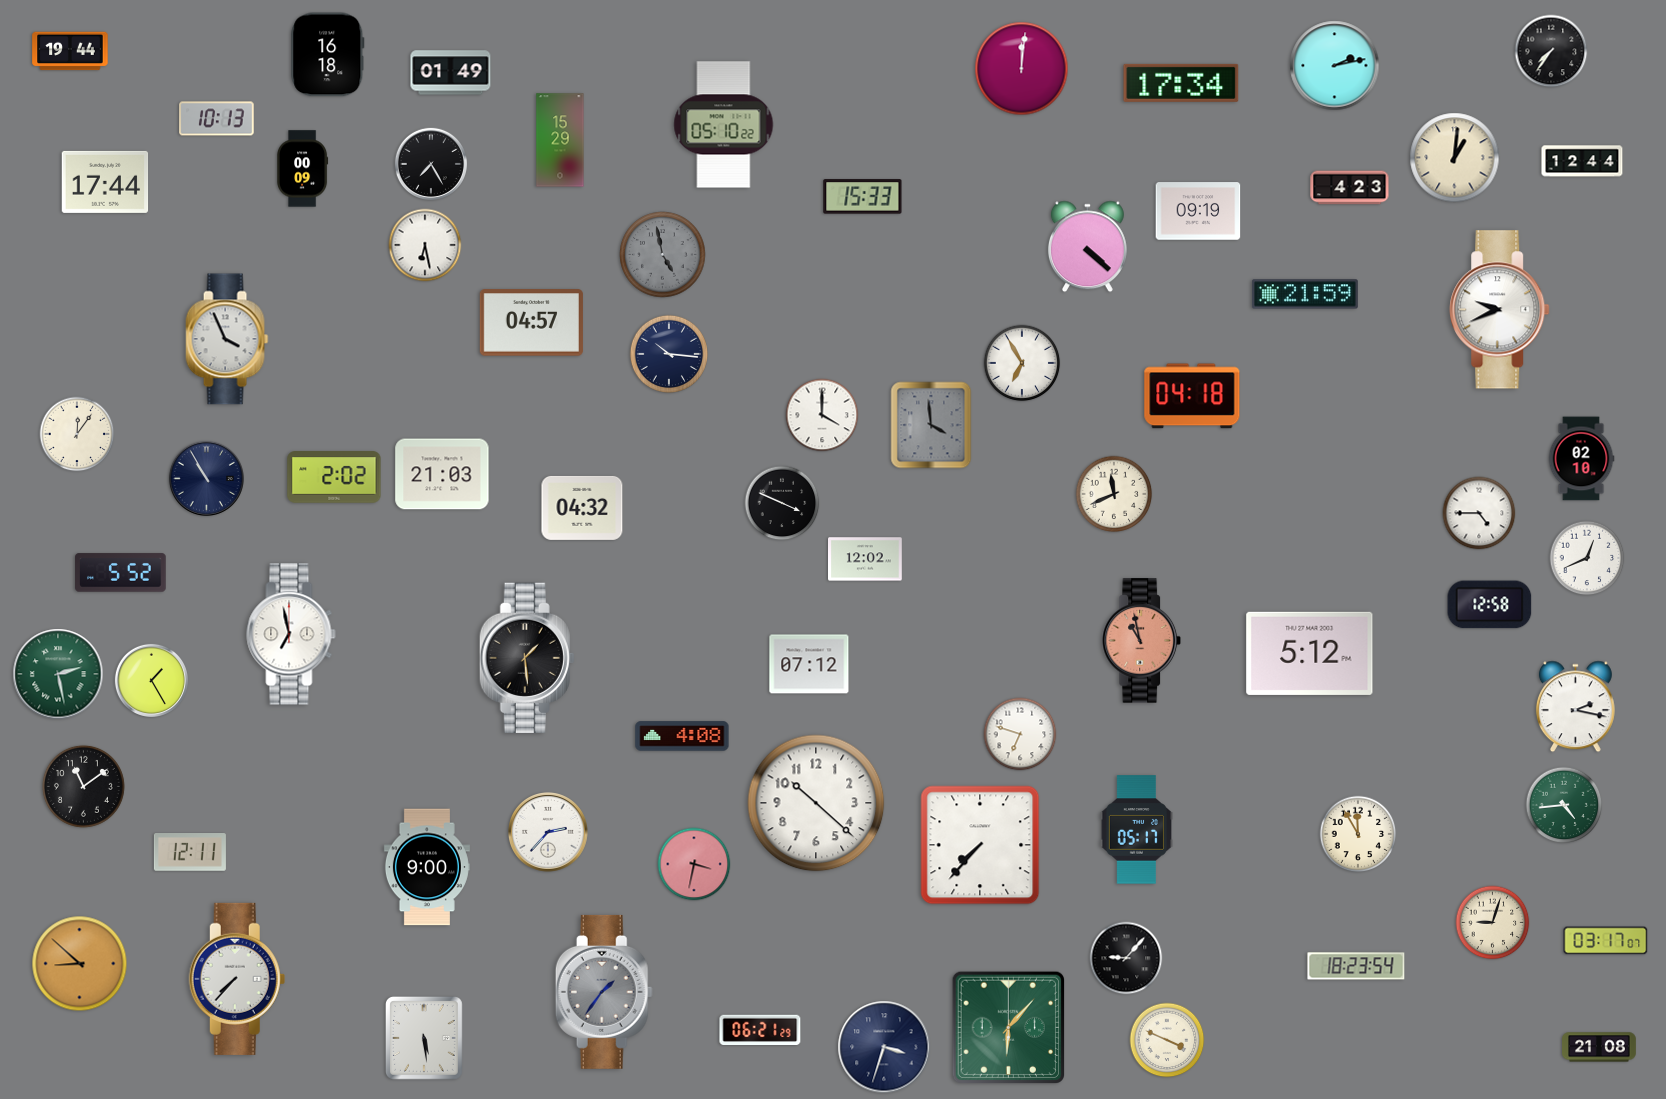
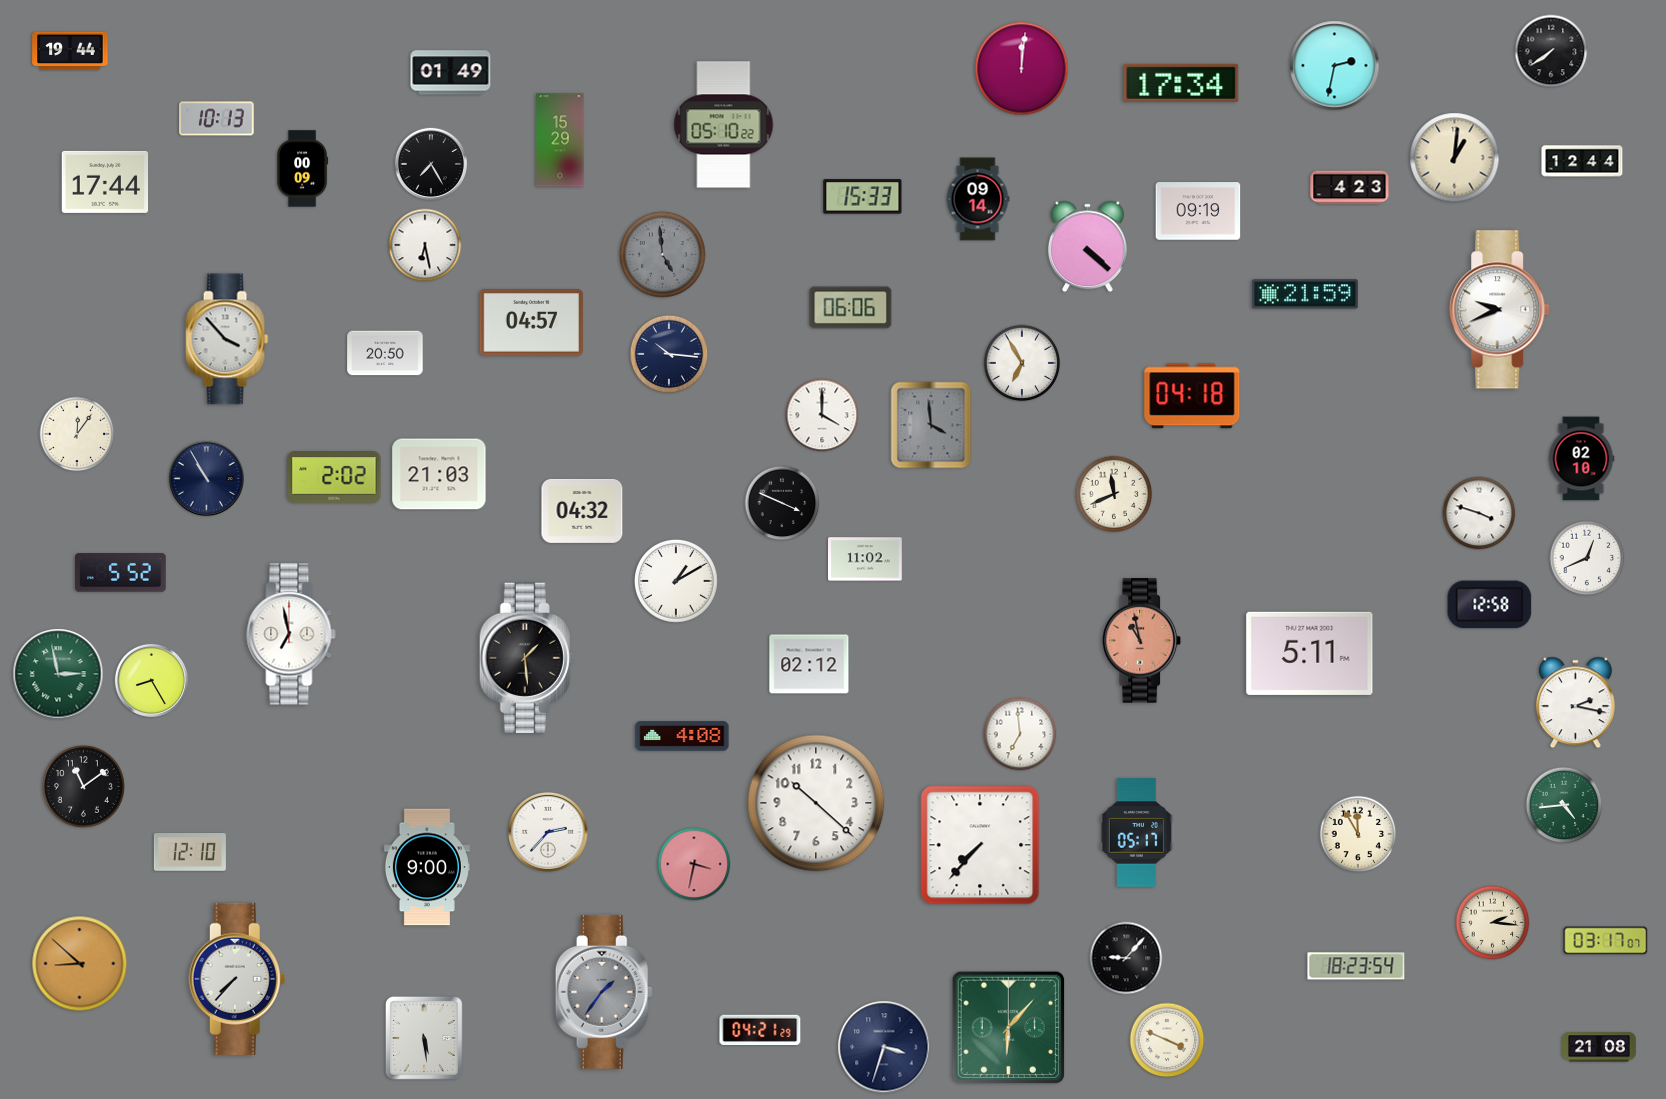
clock at (1551, 51): 7:36 -> 7:39
clock at (328, 55): 16:18 -> none
clock at (1335, 66): 2:13 -> 2:32
clock at (978, 199): none -> 09:14
clock at (663, 255): 4:58 -> 4:59
clock at (851, 308): none -> 06:06
clock at (227, 339): 3:56 -> 3:53
clock at (385, 353): none -> 20:50
clock at (442, 474) position: (442, 474) -> (439, 474)
clock at (582, 508) position: (582, 508) -> (582, 511)
clock at (1479, 513): 4:45 -> 3:48
clock at (866, 559): 12:02 -> 11:02
clock at (676, 581): none -> 1:10
clock at (1310, 653): 5:12 -> 5:11
clock at (809, 664): 07:12 -> 02:12
clock at (58, 674): 2:28 -> 2:58
clock at (151, 680): 1:25 -> 8:25
clock at (1575, 707) position: (1575, 707) -> (1575, 703)
clock at (1020, 734): 6:48 -> 6:59
clock at (1136, 830) position: (1136, 830) -> (1136, 833)
clock at (190, 853): 12:11 -> 12:10
clock at (1493, 923): 9:03 -> 2:16
clock at (760, 1030): 06:21 -> 04:21
